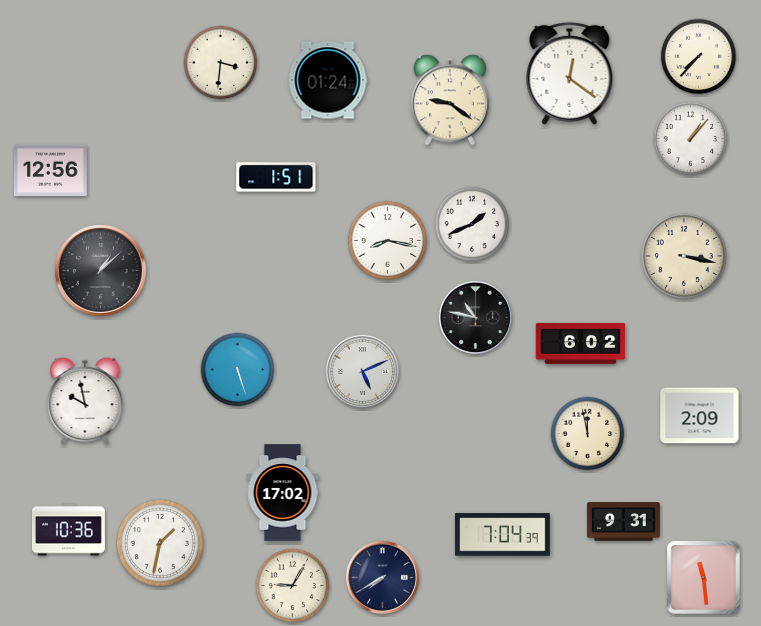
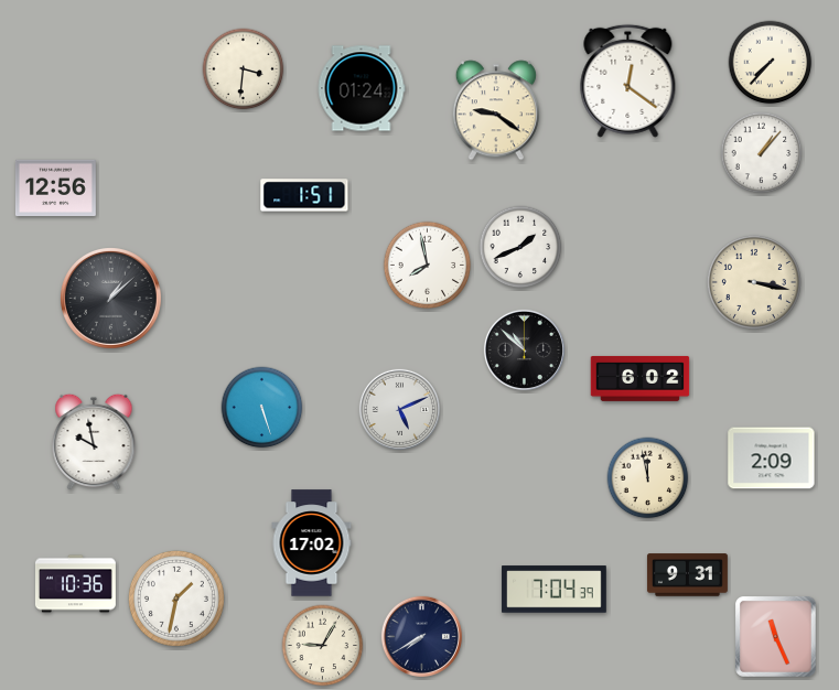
clock at (388, 241): 8:17 -> 7:58
clock at (475, 317): 10:47 -> 10:52
clock at (704, 578): 11:29 -> 11:26
